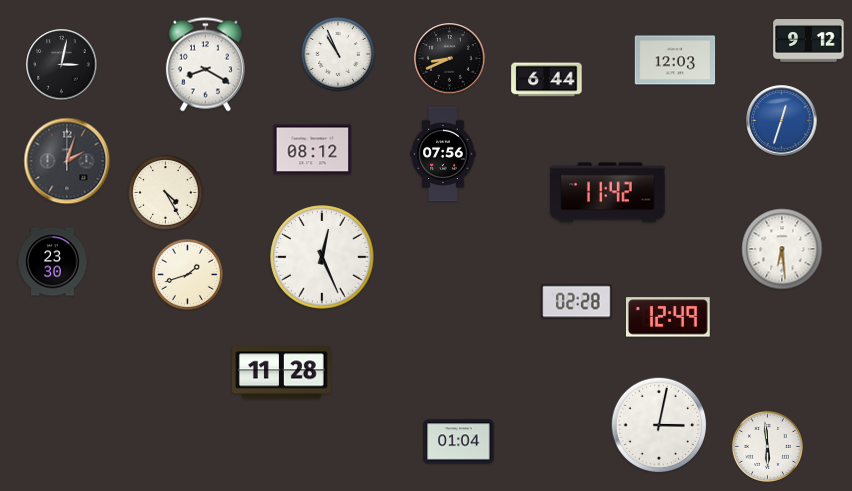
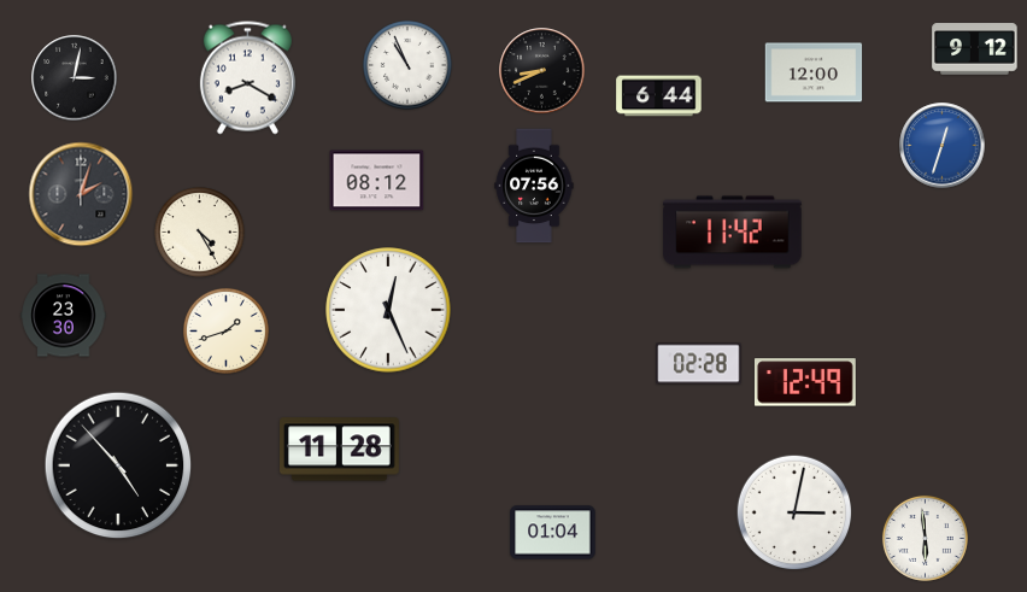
clock at (675, 60): 12:03 -> 12:00
clock at (782, 249): 6:29 -> none
clock at (577, 302) position: (577, 302) -> (699, 364)
clock at (118, 465): none -> 4:53
